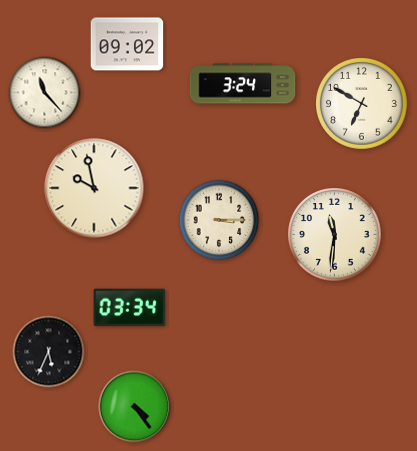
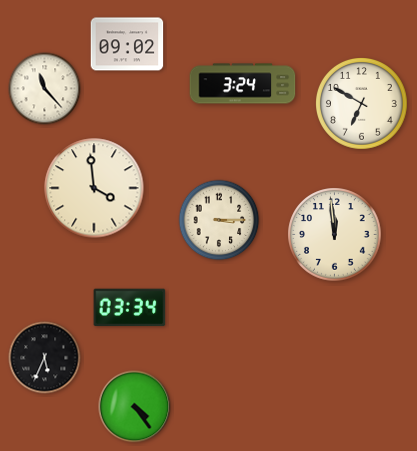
clock at (45, 93) position: (45, 93) -> (45, 89)
clock at (94, 188): 9:58 -> 3:59
clock at (335, 235): 11:31 -> 11:59
clock at (49, 352) position: (49, 352) -> (45, 358)
